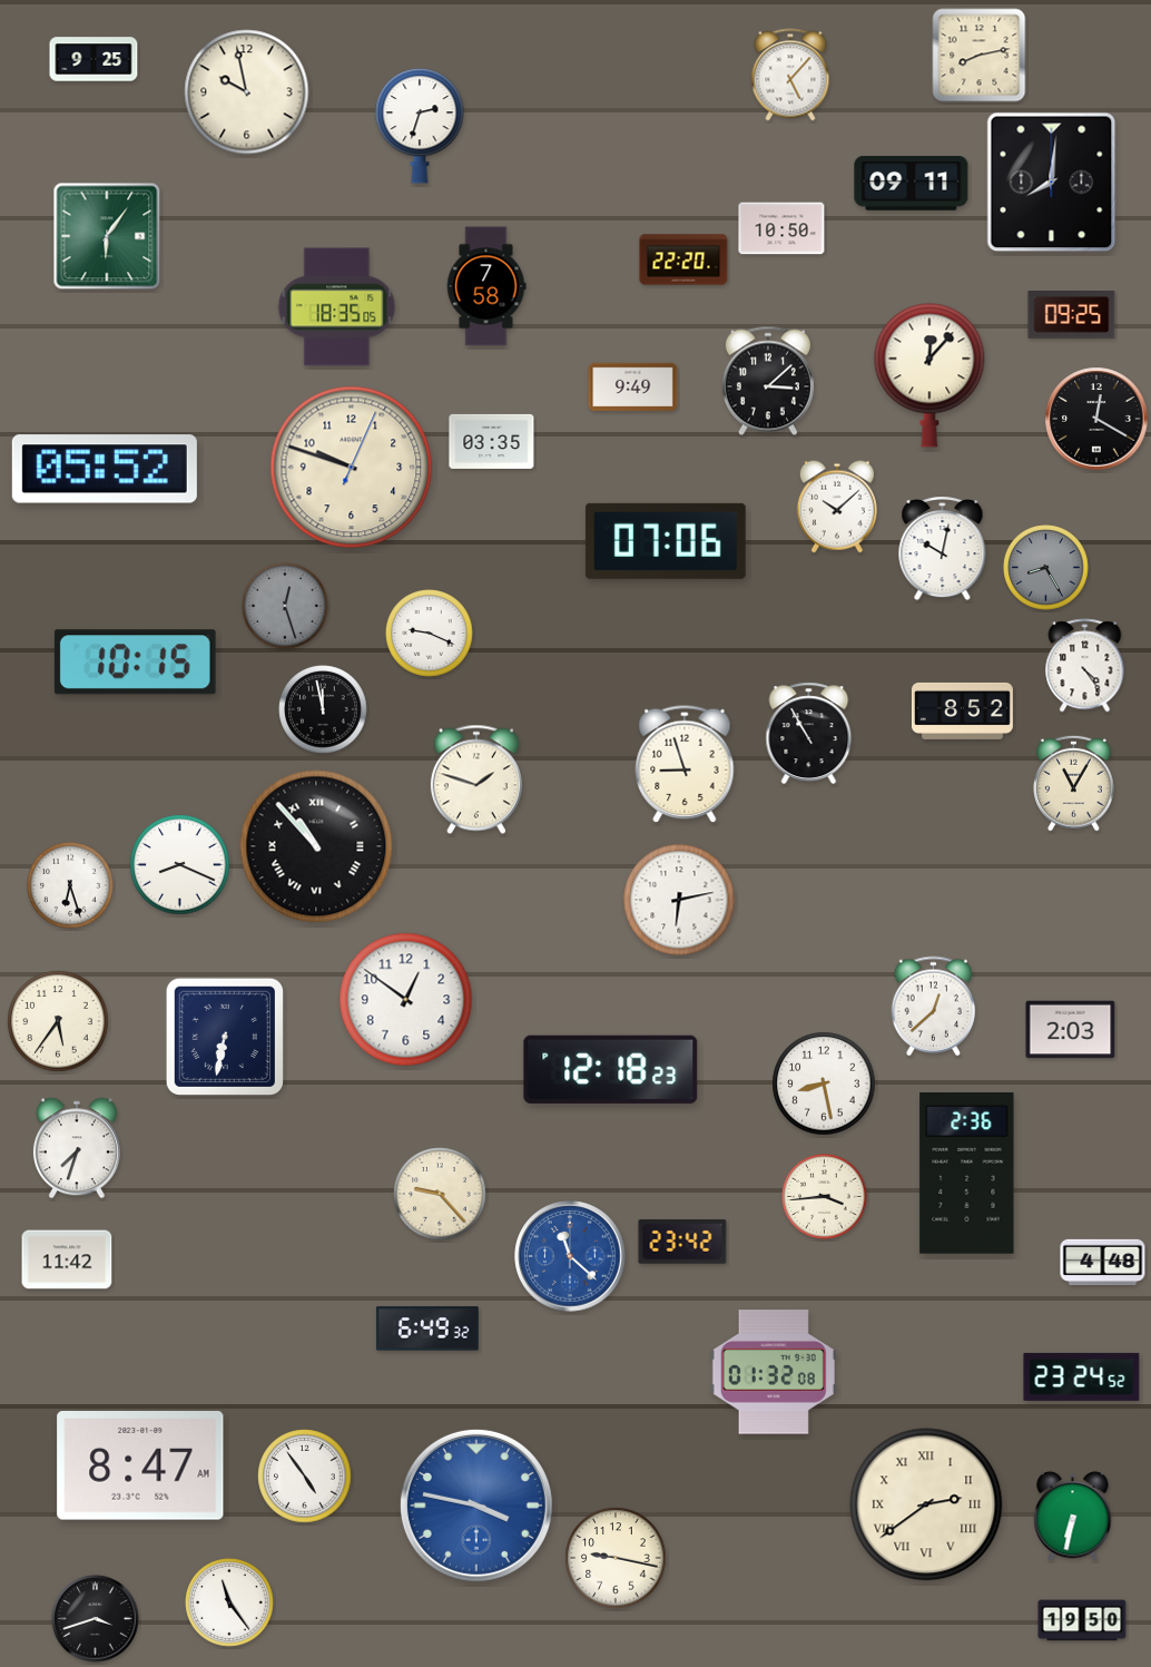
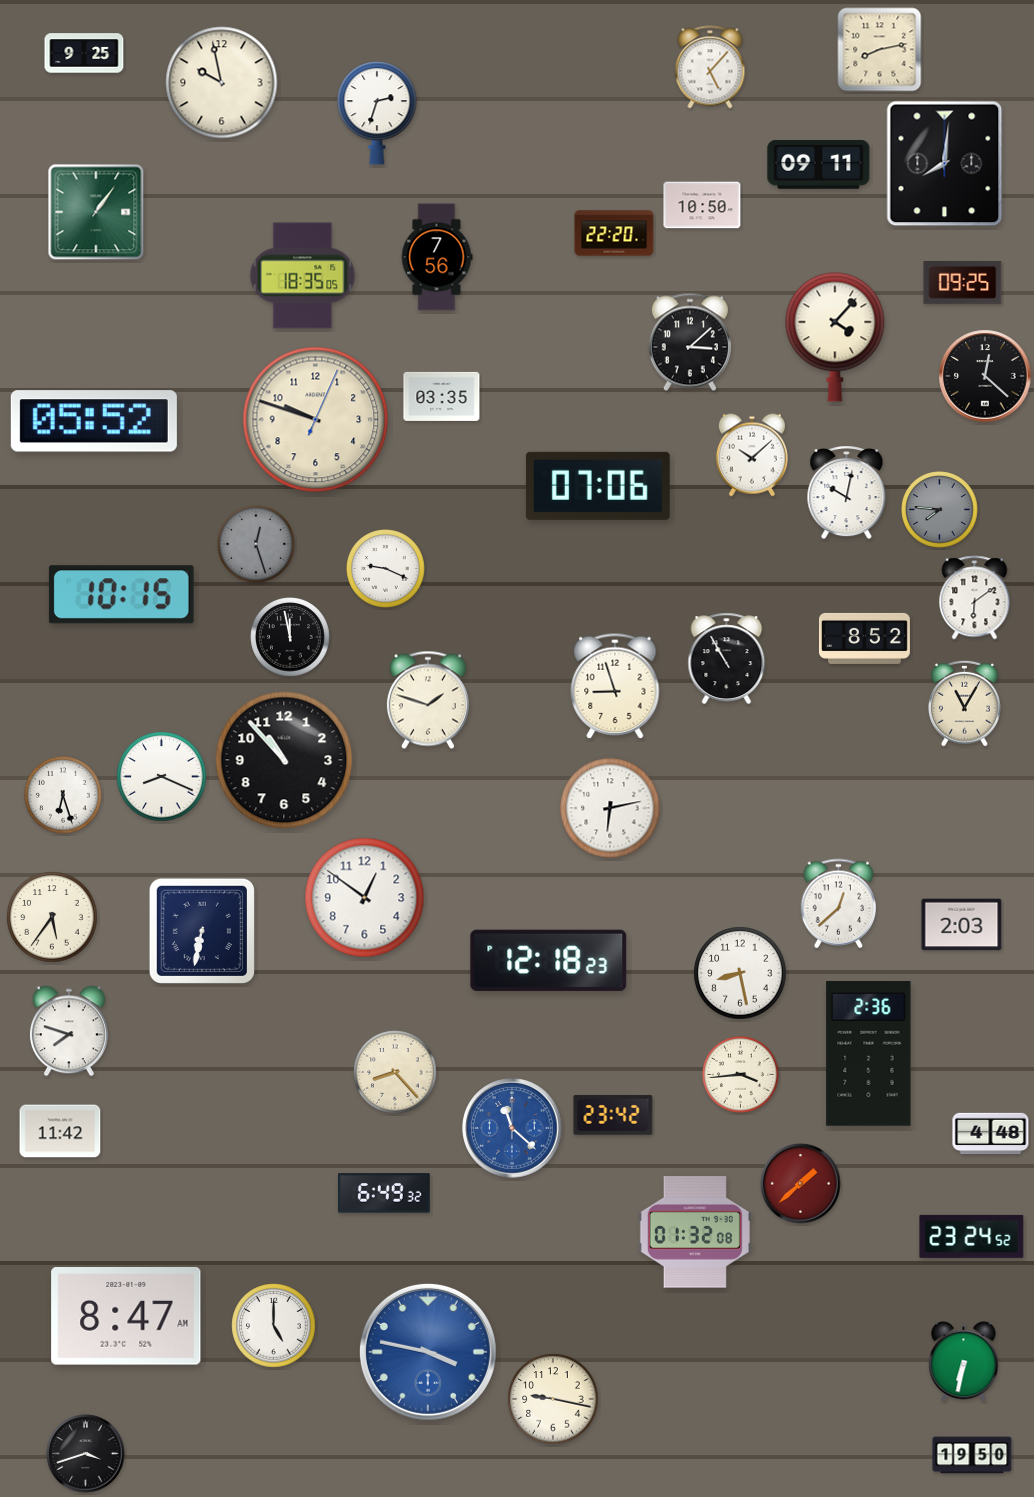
clock at (107, 236): 6:06 -> 1:06
clock at (486, 286): 7:58 -> 7:56
clock at (929, 375): 12:07 -> 4:07
clock at (633, 388): 9:49 -> none
clock at (1096, 419): 12:20 -> 12:22
clock at (1046, 568): 8:25 -> 7:46
clock at (1085, 666): 4:24 -> 6:09
clock at (316, 846) numerals: Roman -> Arabic
clock at (77, 1148): 7:33 -> 7:48
clock at (440, 1194): 9:23 -> 8:23
clock at (801, 1184): none -> 1:38
clock at (305, 1477): 4:54 -> 5:00
clock at (926, 1504): 2:39 -> none
clock at (229, 1602): 11:24 -> none
